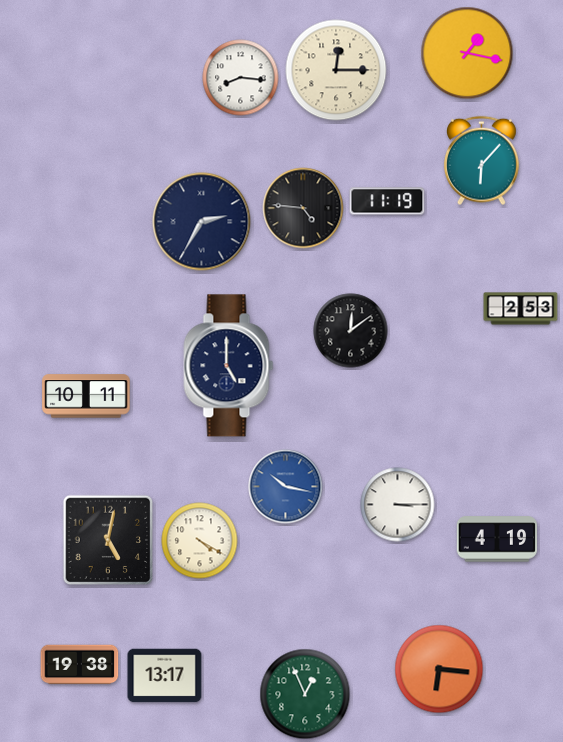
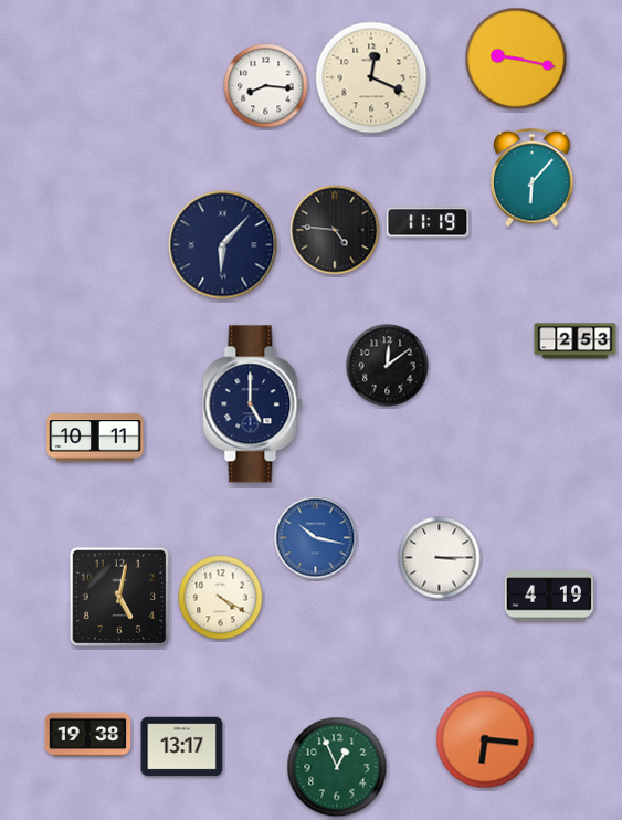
clock at (467, 53): 1:17 -> 9:17
clock at (336, 70): 12:15 -> 12:19
clock at (202, 222): 2:35 -> 6:07
